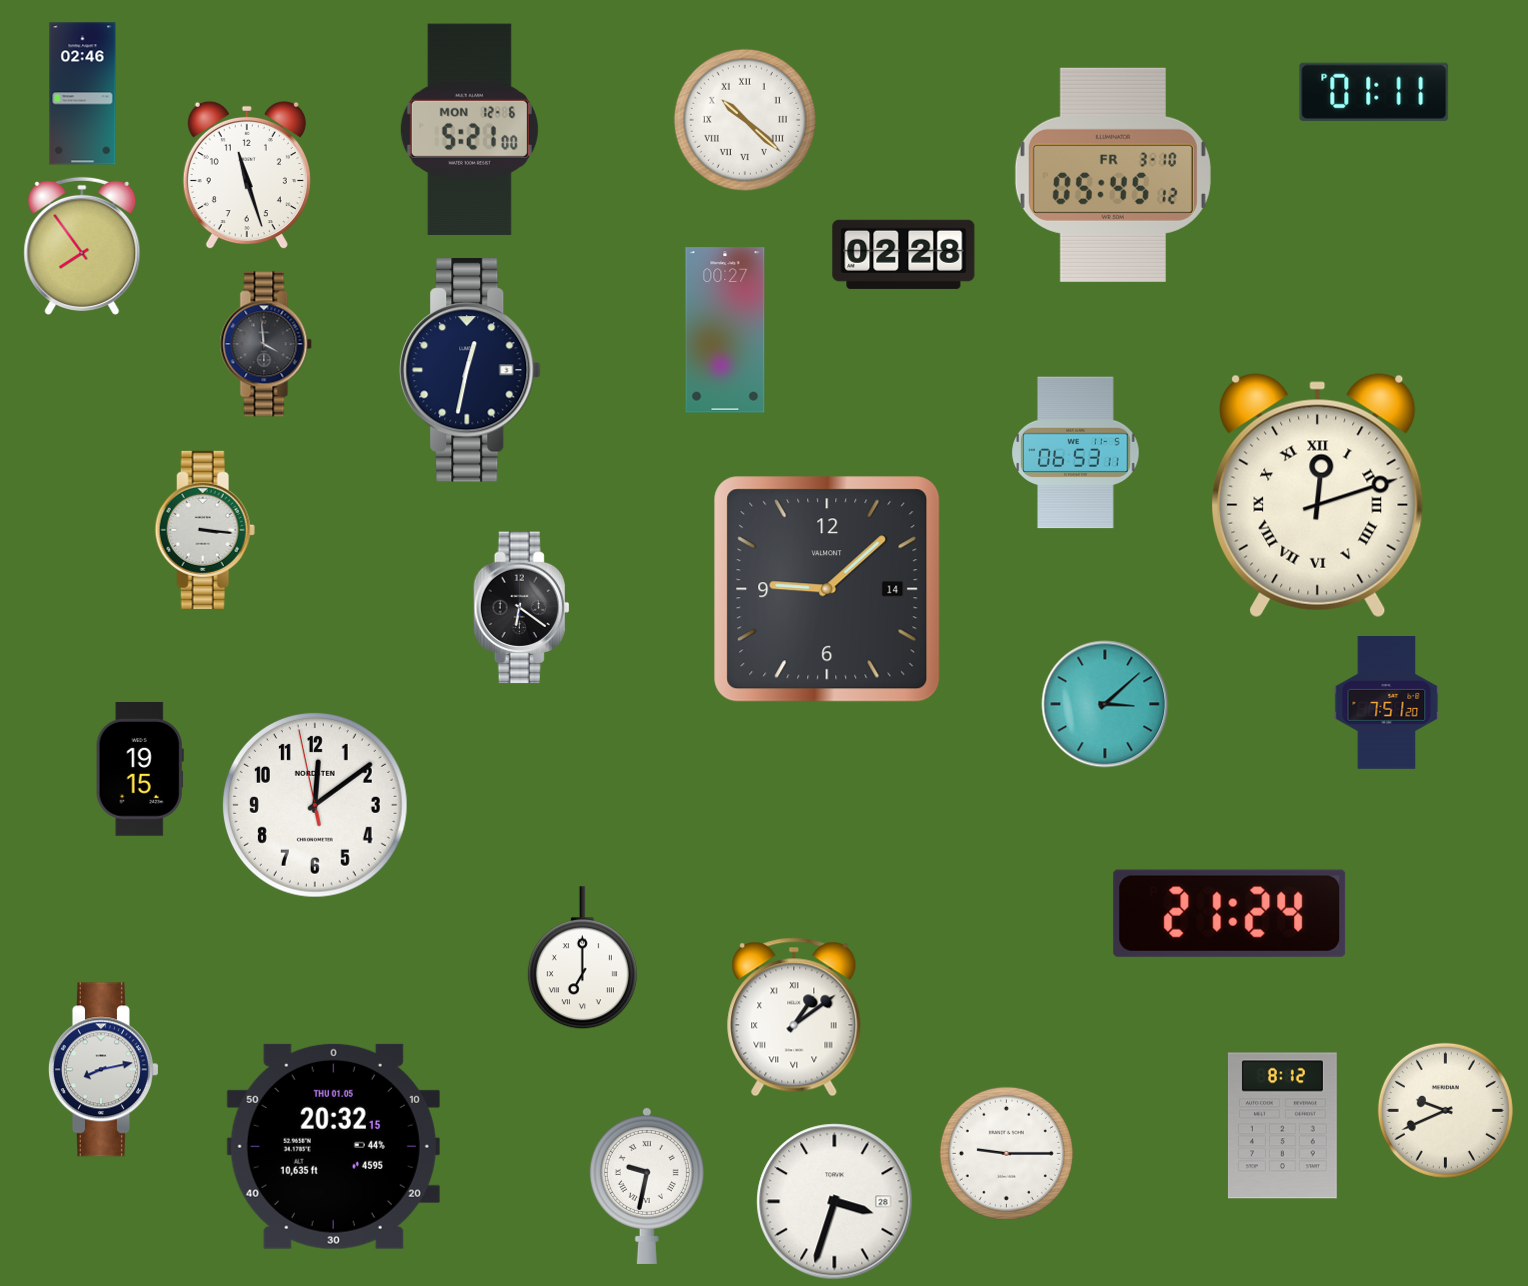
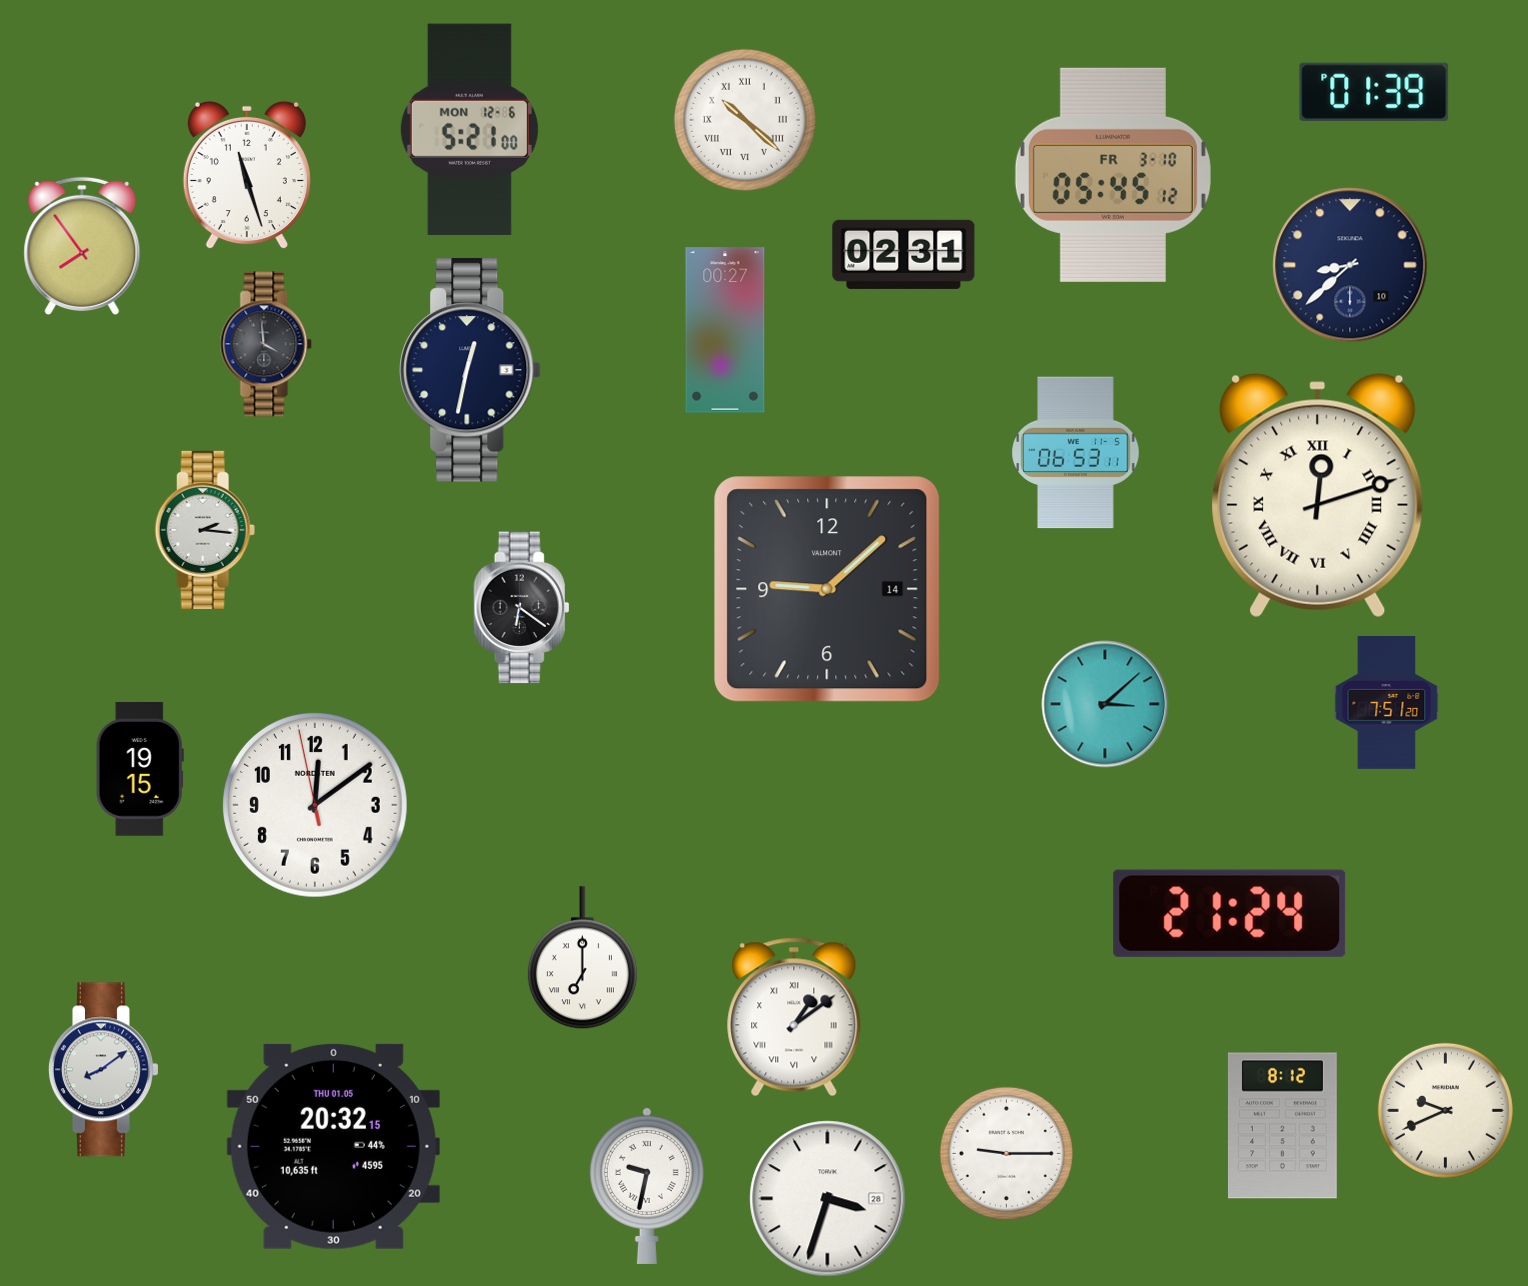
clock at (1374, 92): 01:11 -> 01:39
clock at (83, 94): 02:46 -> none
clock at (904, 254): 02:28 -> 02:31
clock at (1350, 265): none -> 8:38
clock at (205, 530): 3:16 -> 2:16
clock at (103, 1070): 8:13 -> 8:09
clock at (835, 1202) position: (835, 1202) -> (828, 1199)
